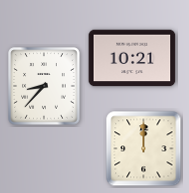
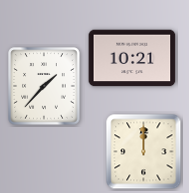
clock at (44, 86): 8:37 -> 1:37
clock at (144, 149) position: (144, 149) -> (144, 152)
